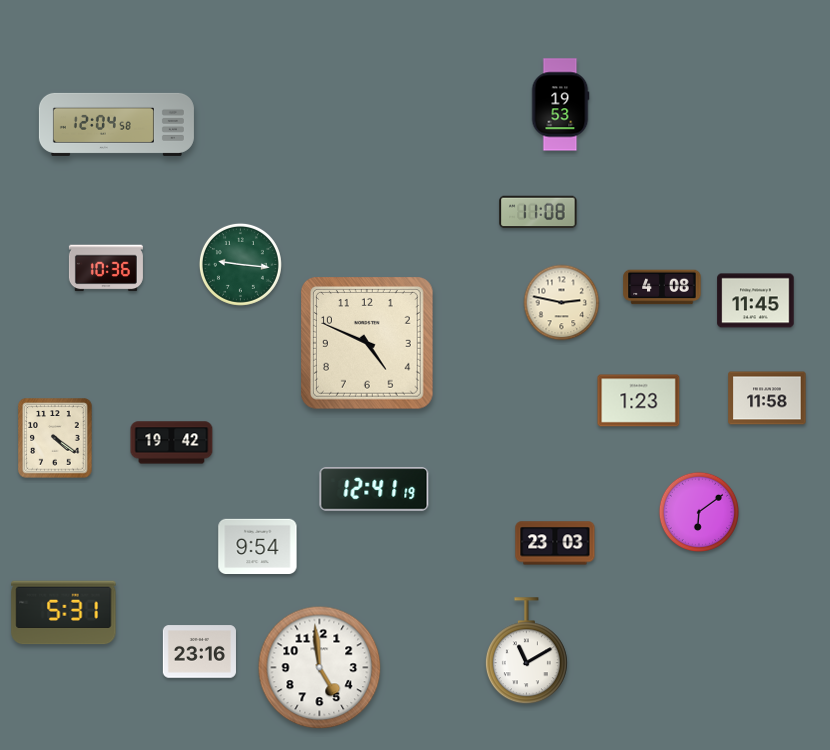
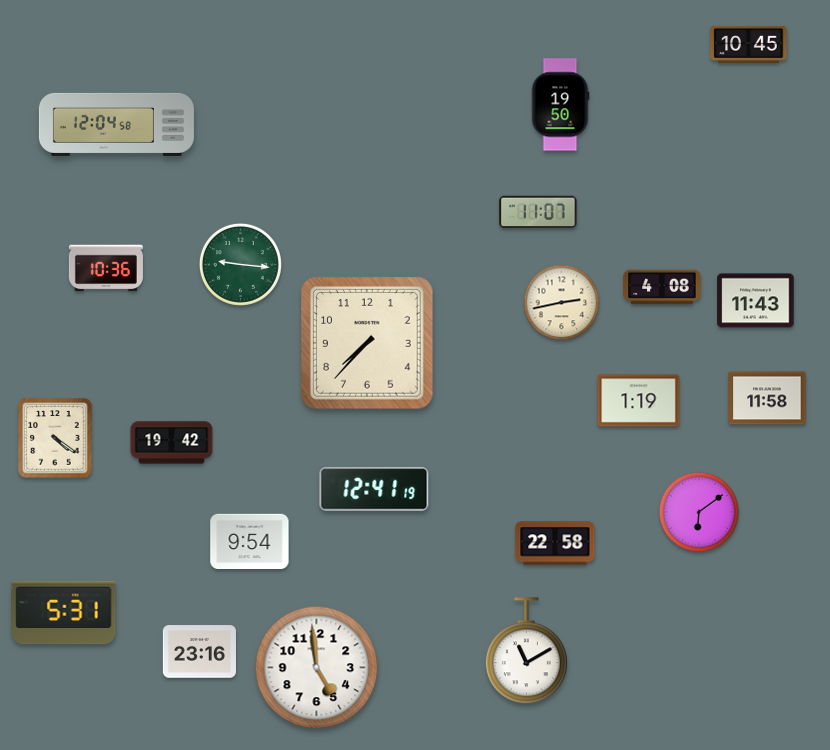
clock at (749, 44): none -> 10:45
clock at (560, 105): 19:53 -> 19:50
clock at (538, 212): 11:08 -> 11:07
clock at (756, 301): 11:45 -> 11:43
clock at (562, 303): 2:47 -> 2:43
clock at (368, 344): 4:49 -> 7:37
clock at (639, 401): 1:23 -> 1:19
clock at (555, 543): 23:03 -> 22:58
clock at (258, 546) position: (258, 546) -> (250, 541)
clock at (320, 668) position: (320, 668) -> (317, 668)
